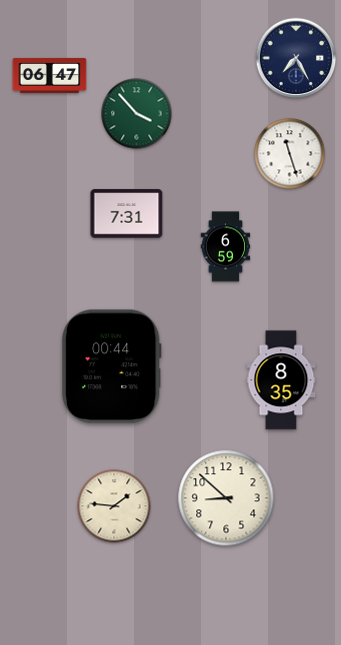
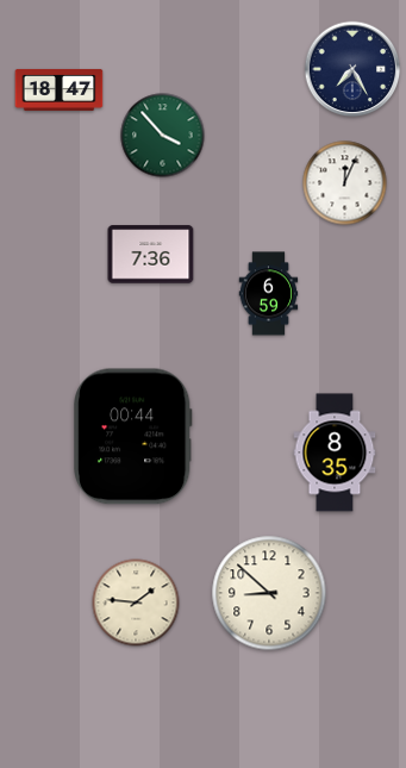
clock at (50, 75): 06:47 -> 18:47
clock at (290, 154): 11:27 -> 12:04
clock at (127, 214): 7:31 -> 7:36
